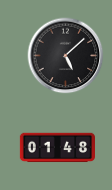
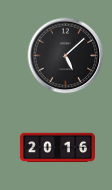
clock at (57, 148): 01:48 -> 20:16
